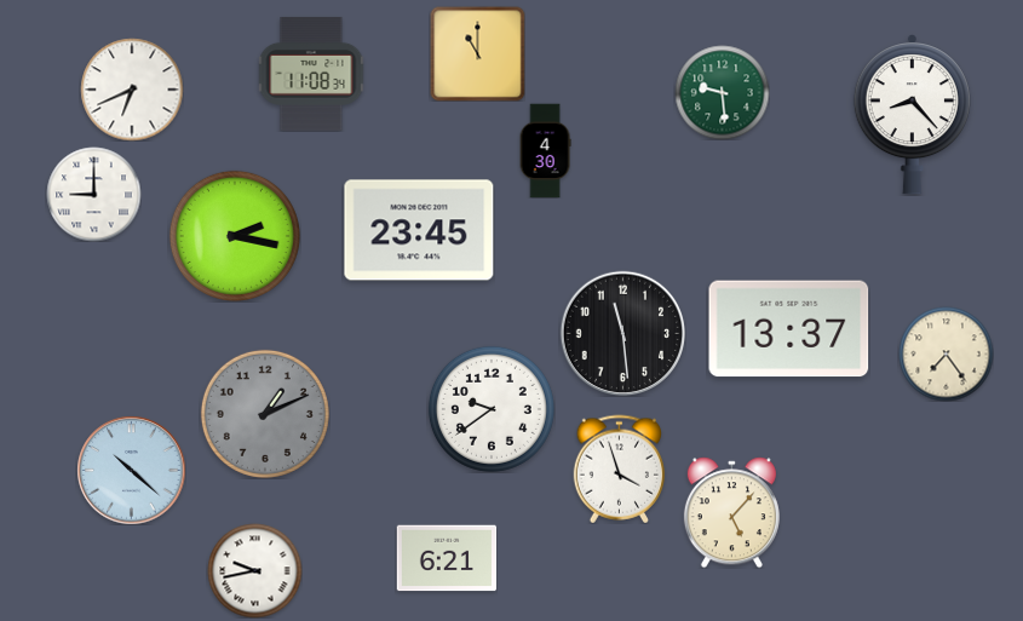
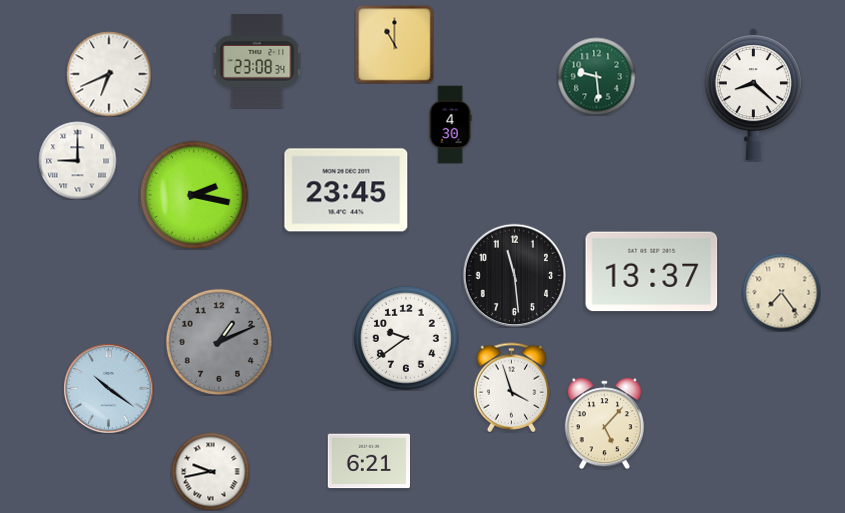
clock at (311, 74): 11:08 -> 23:08
clock at (912, 115): 8:23 -> 8:22
clock at (131, 470): 10:22 -> 10:21
